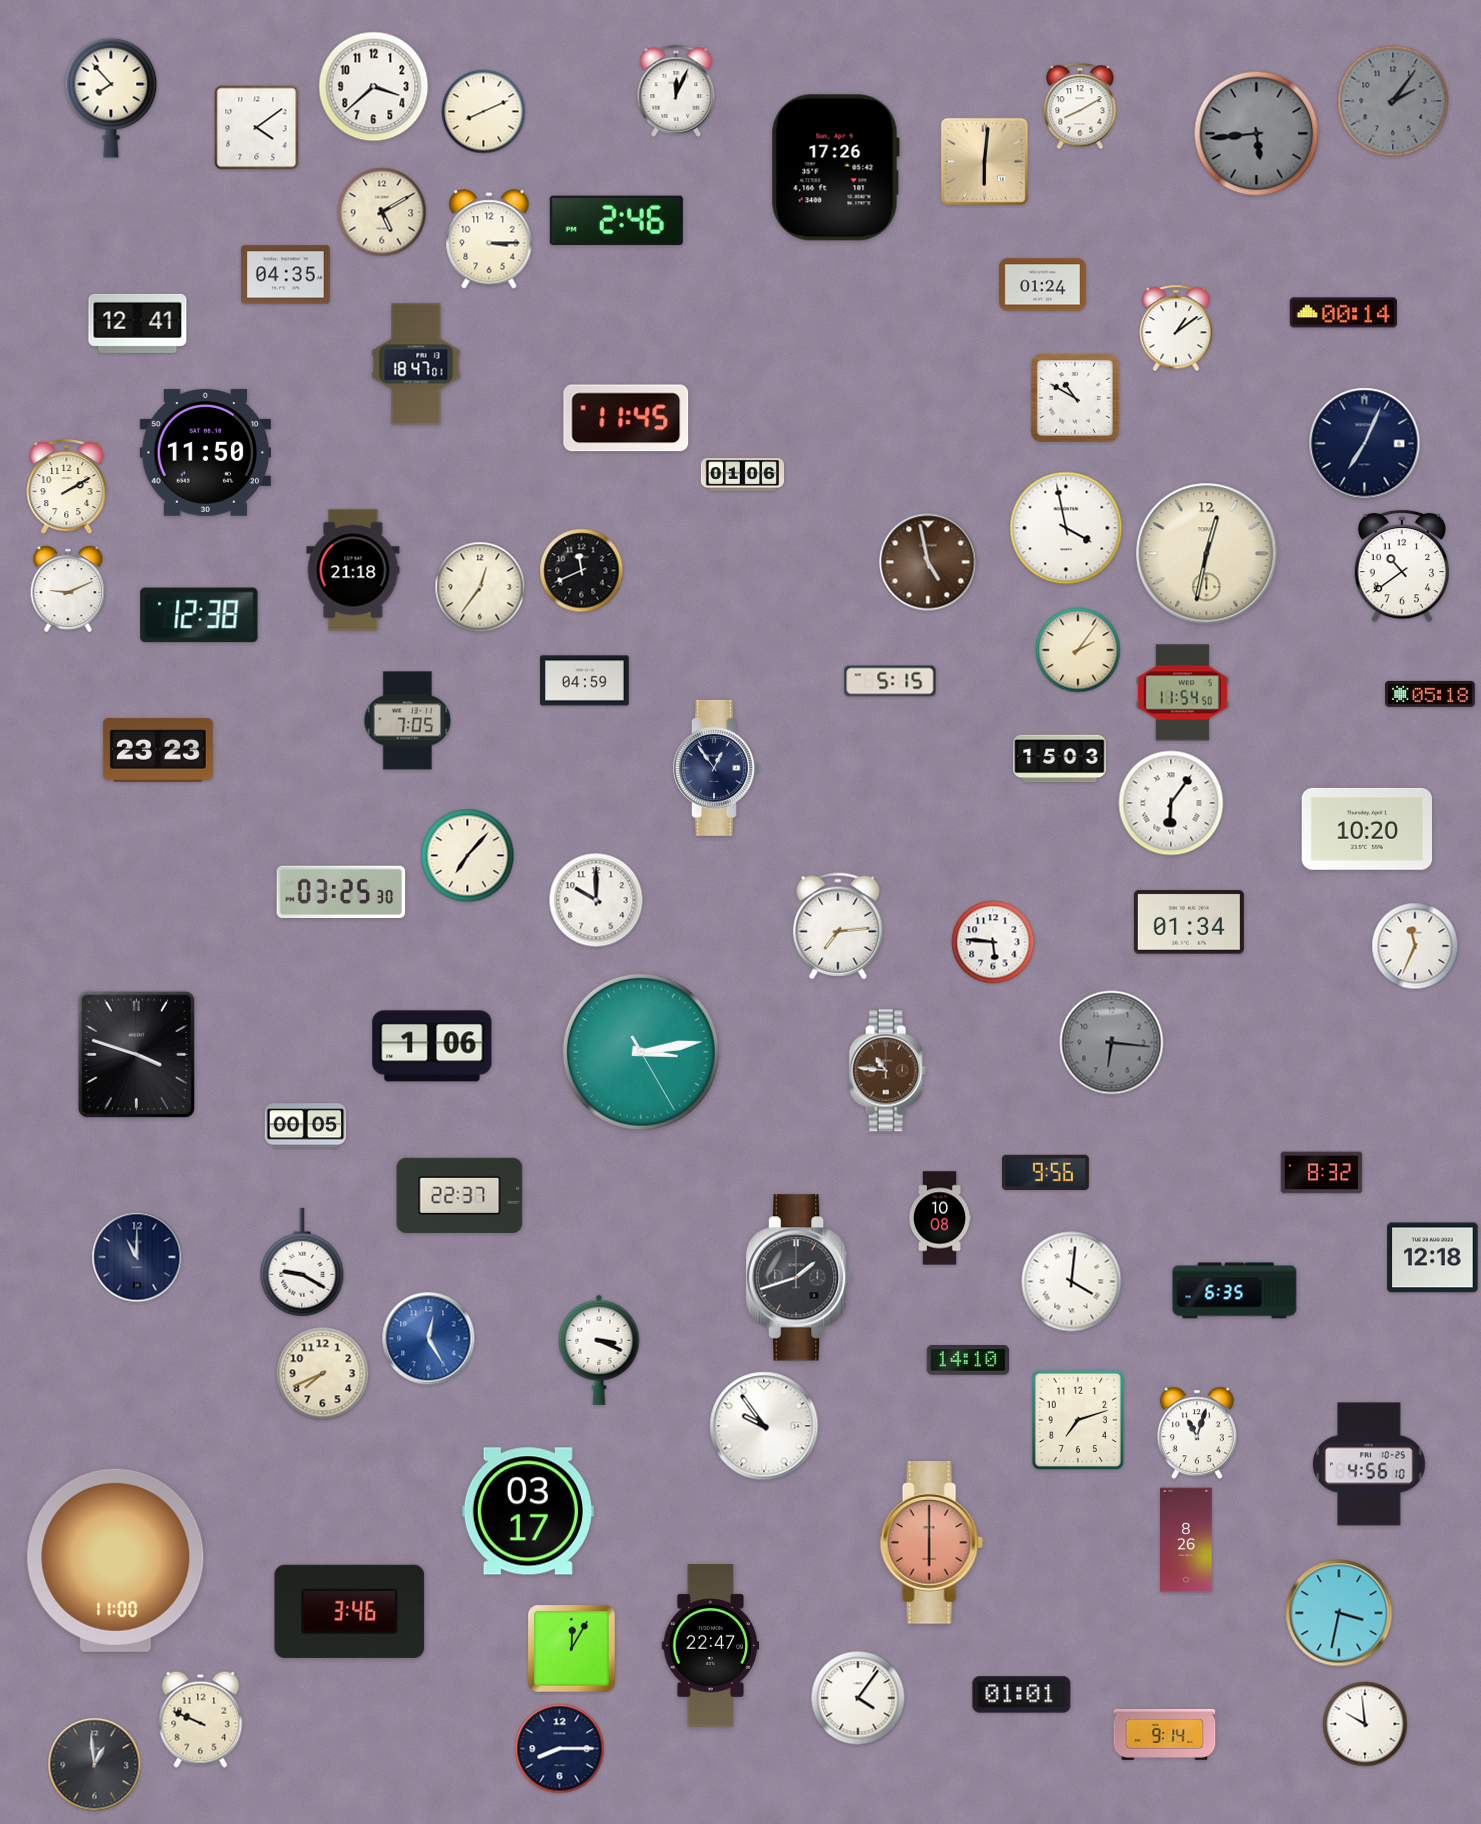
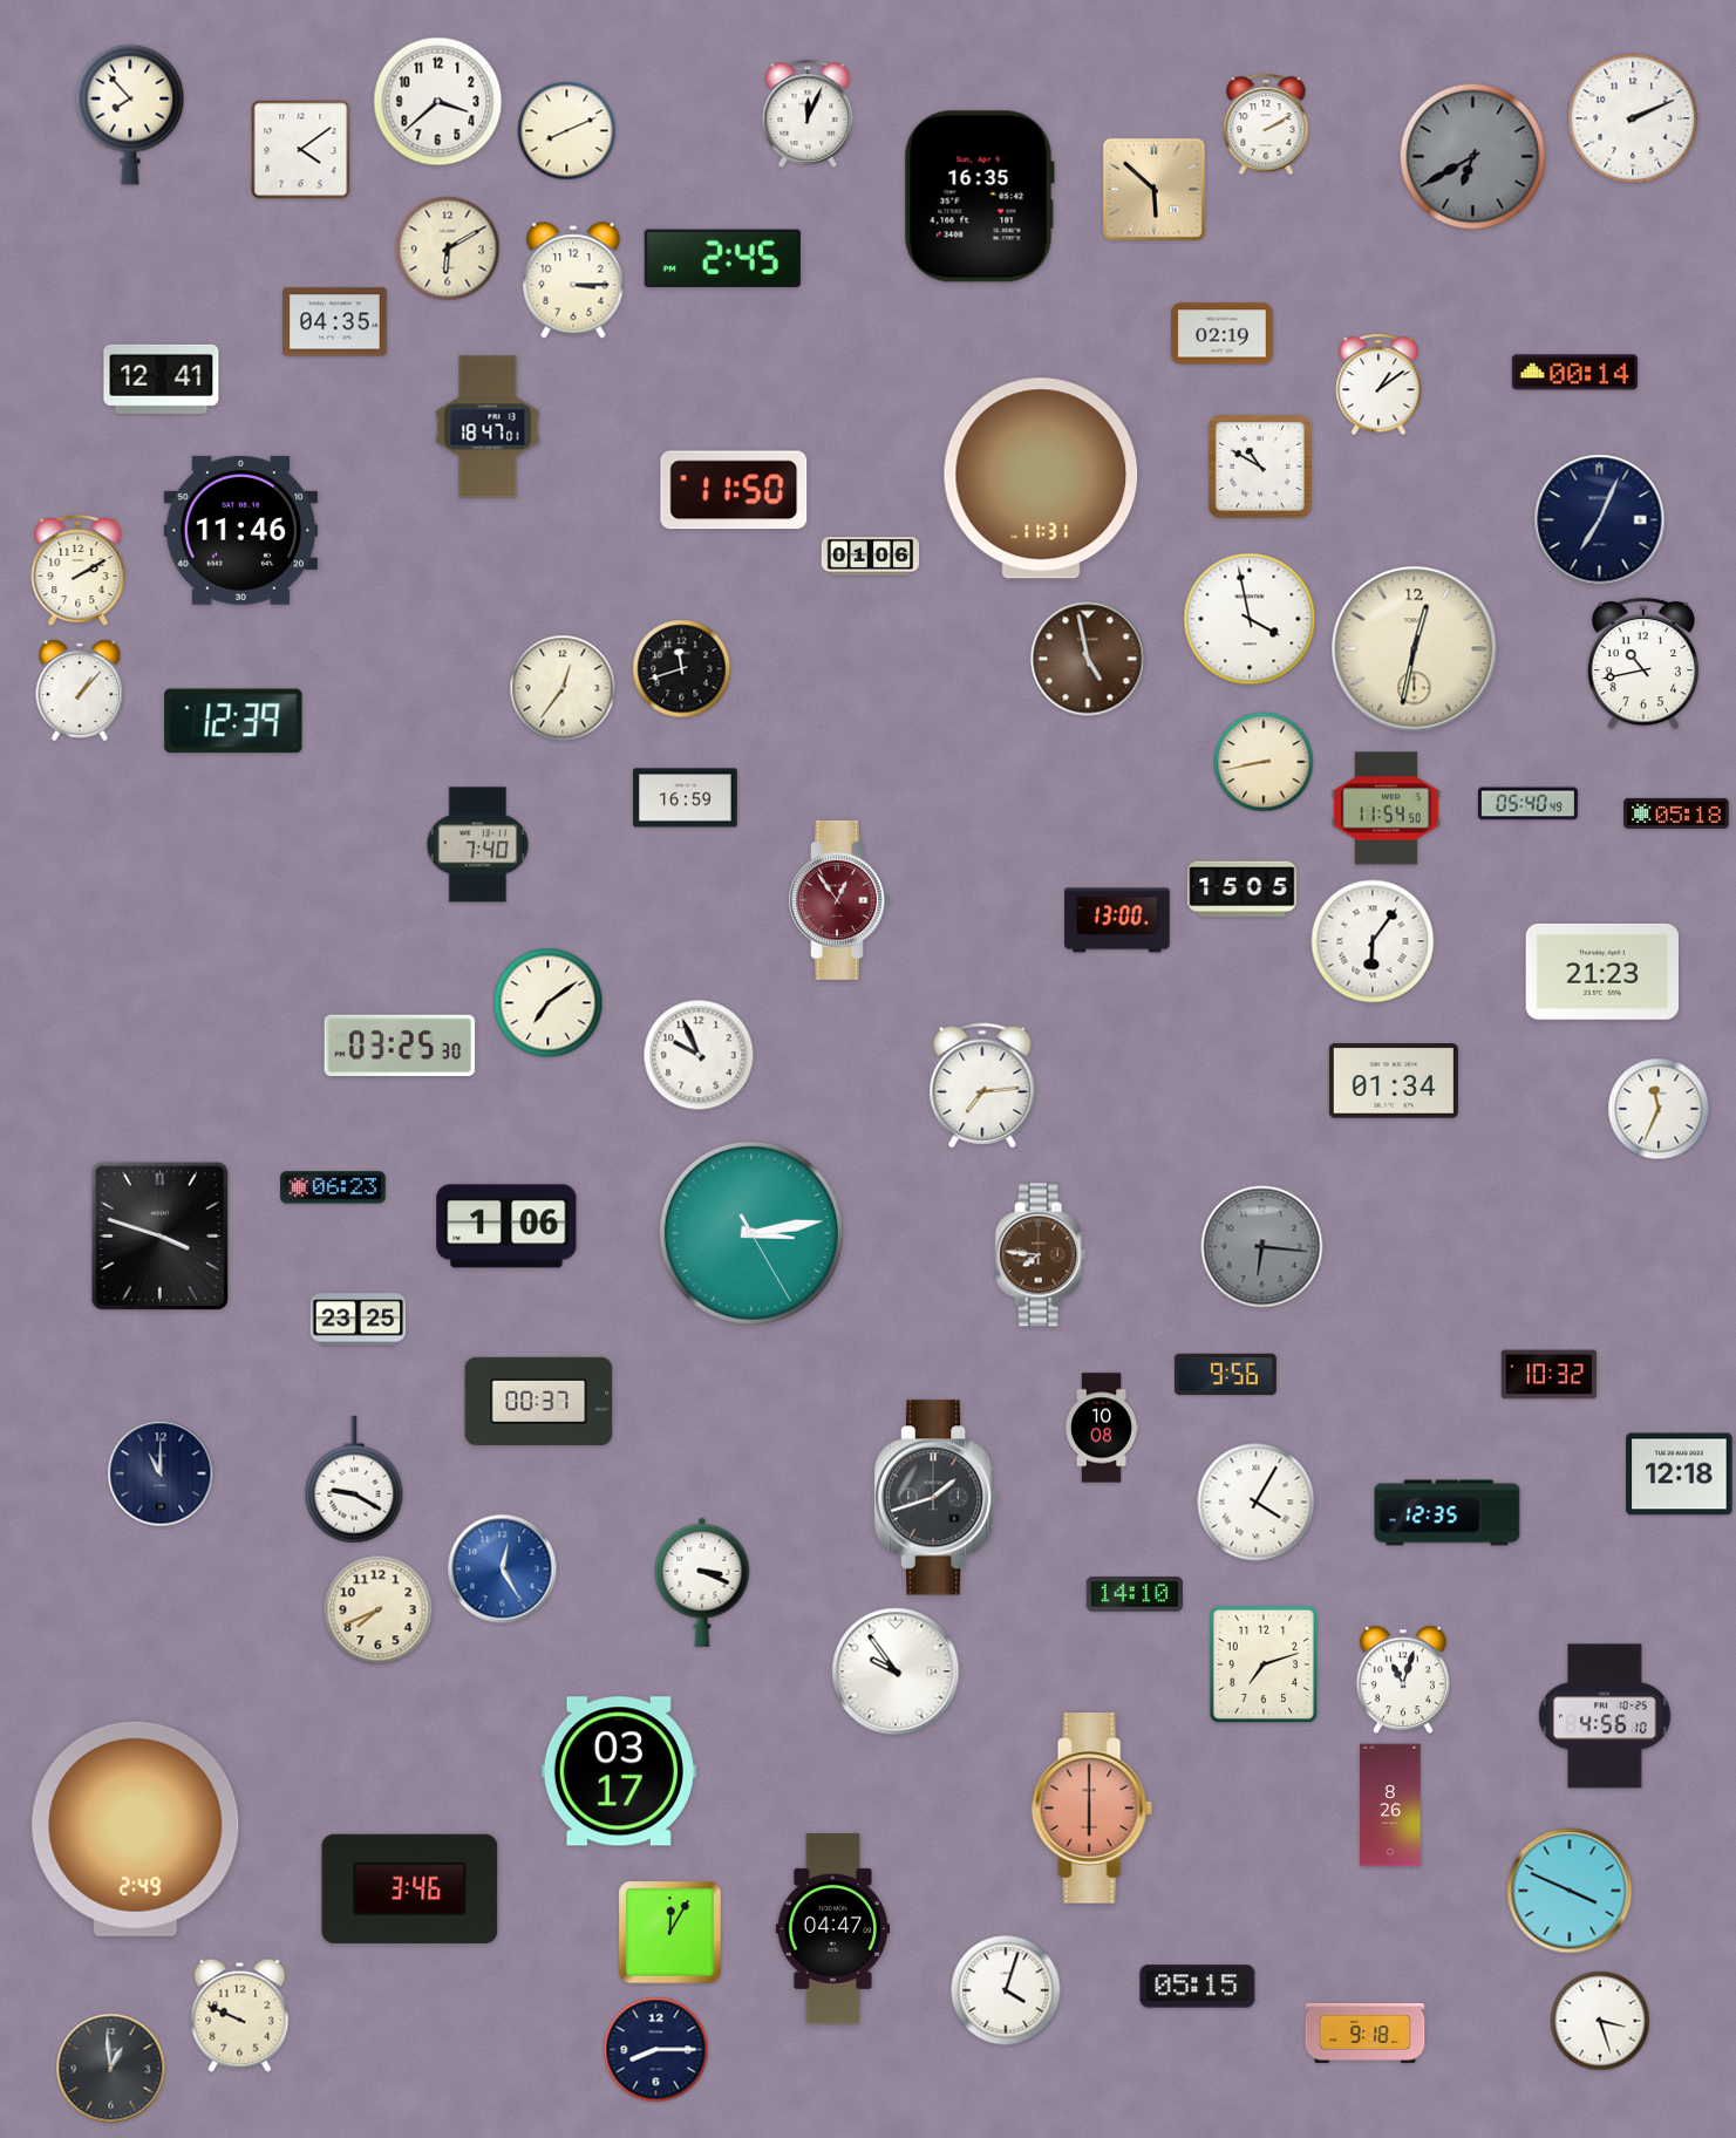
clock at (676, 91) position: (676, 91) -> (808, 114)
clock at (1393, 101): 2:06 -> 2:11
clock at (1393, 101) dial: grey -> white
clock at (1080, 106): 8:10 -> 2:10
clock at (1257, 134): 5:44 -> 6:40
clock at (984, 161): 6:01 -> 5:52
clock at (835, 168): 17:26 -> 16:35
clock at (382, 212): 5:10 -> 6:10
clock at (616, 220): 2:46 -> 2:45
clock at (1042, 285): 01:24 -> 02:19
clock at (1343, 313) position: (1343, 313) -> (1574, 373)
clock at (1041, 478): none -> 11:31
clock at (626, 418): 11:45 -> 11:50
clock at (205, 452): 11:50 -> 11:46
clock at (1401, 566): 10:39 -> 10:43
clock at (353, 570): 21:18 -> none
clock at (582, 571): 11:41 -> 11:42
clock at (68, 589): 9:11 -> 1:07
clock at (199, 615): 12:38 -> 12:39
clock at (1078, 650): 2:06 -> 8:43
clock at (585, 681): 04:59 -> 16:59
clock at (890, 681): 5:15 -> none
clock at (1527, 804): none -> 05:40
clock at (1182, 693) position: (1182, 693) -> (1386, 809)
clock at (408, 721): 7:05 -> 7:40
clock at (158, 750): 23:23 -> none
clock at (1060, 759): 15:03 -> 15:05
clock at (716, 768) dial: navy -> burgundy
clock at (1117, 920): none -> 13:00
clock at (1366, 829): 10:20 -> 21:23
clock at (468, 856): 7:07 -> 7:09
clock at (596, 900): 10:00 -> 9:56
clock at (993, 942): 5:46 -> none
clock at (333, 1187): none -> 06:23
clock at (1112, 1043) position: (1112, 1043) -> (1262, 1247)
clock at (888, 1071): 10:46 -> 7:46
clock at (306, 1126): 00:05 -> 23:25
clock at (1322, 1173): 8:32 -> 10:32
clock at (460, 1195): 22:37 -> 00:37
clock at (1072, 1282): 4:01 -> 4:05
clock at (1235, 1291): 6:35 -> 12:35
clock at (116, 1560): 11:00 -> 2:49
clock at (1339, 1613): 3:32 -> 3:49
clock at (711, 1646): 22:47 -> 04:47
clock at (1022, 1695): 01:01 -> 05:15
clock at (858, 1698): 4:06 -> 4:03
clock at (201, 1719) position: (201, 1719) -> (240, 2015)
clock at (1365, 1724): 9:59 -> 3:27
clock at (1165, 1734): 9:14 -> 9:18
